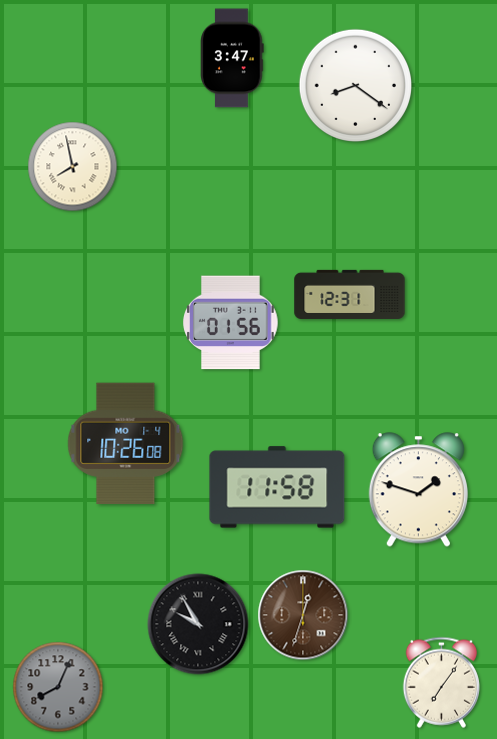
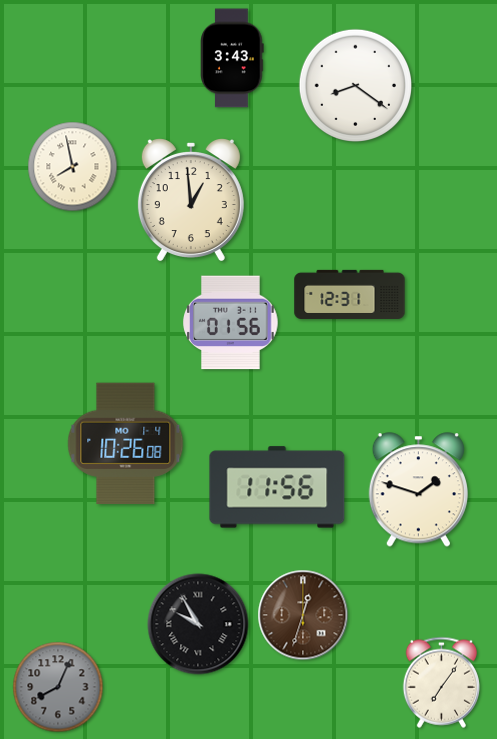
clock at (232, 58): 3:47 -> 3:43
clock at (191, 200): none -> 12:59
clock at (277, 487): 11:58 -> 11:56
